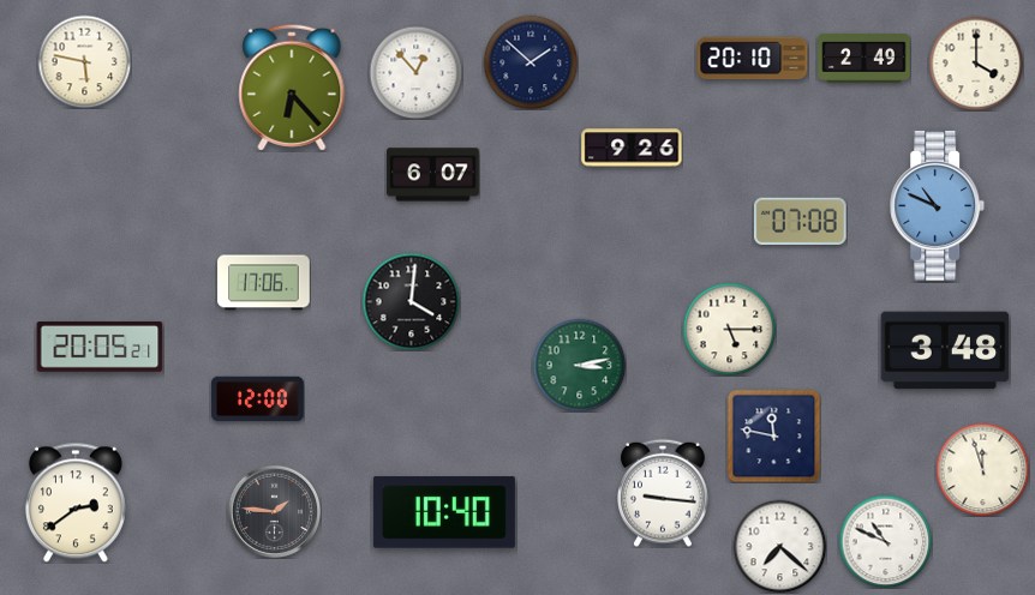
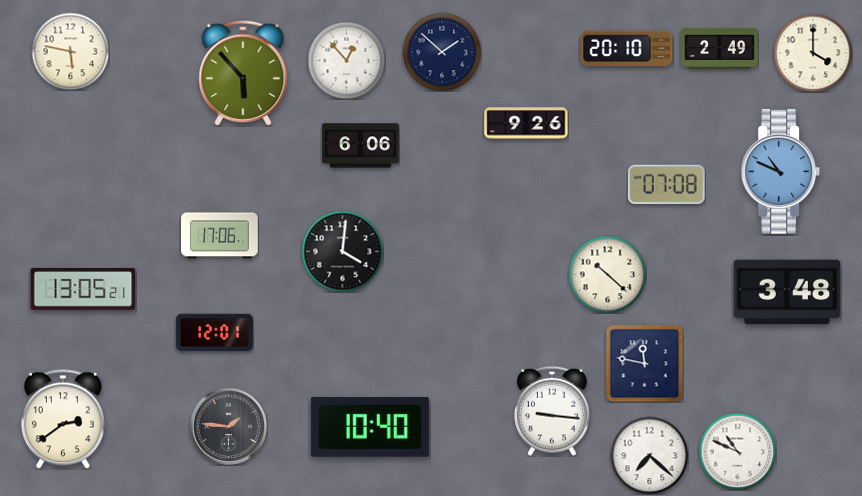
clock at (292, 88): 6:23 -> 5:53
clock at (433, 175): 6:07 -> 6:06
clock at (729, 329): 5:15 -> 10:22
clock at (100, 347): 20:05 -> 13:05
clock at (579, 365): 3:13 -> none
clock at (258, 399): 12:00 -> 12:01
clock at (982, 469): 11:57 -> none
